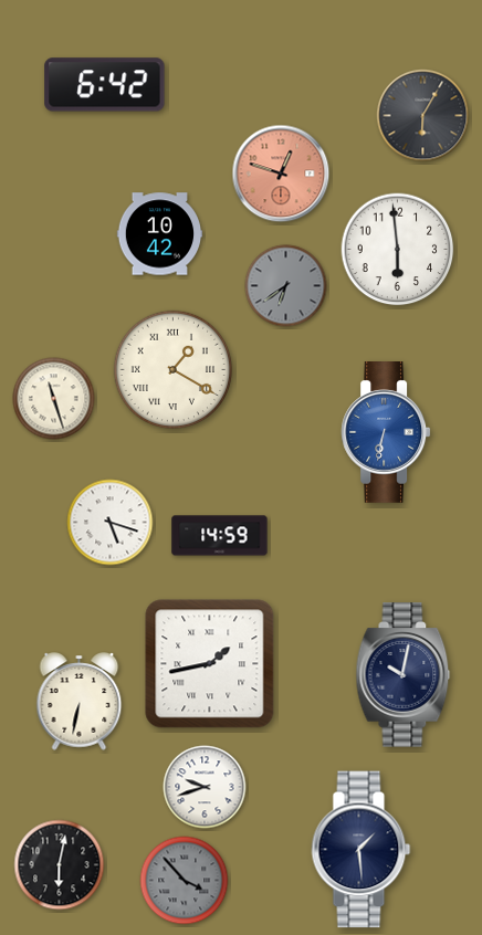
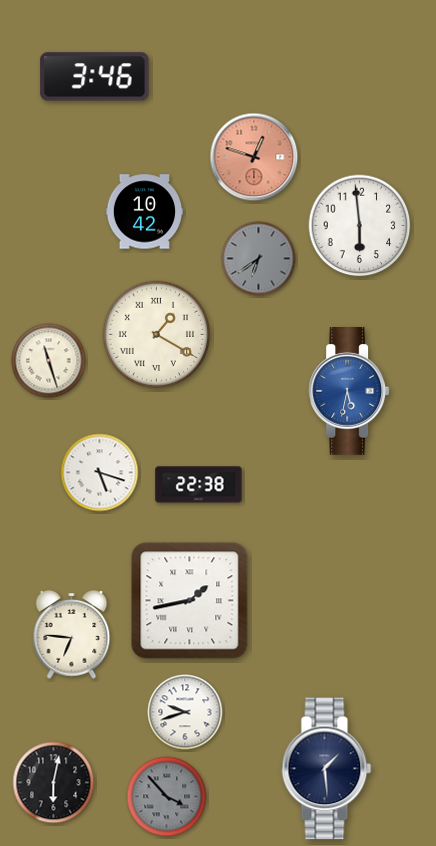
clock at (105, 85): 6:42 -> 3:46
clock at (423, 116): 6:05 -> none
clock at (386, 433): 6:32 -> 5:32
clock at (220, 536): 14:59 -> 22:38
clock at (404, 675): 10:02 -> none
clock at (80, 702): 6:32 -> 6:46
